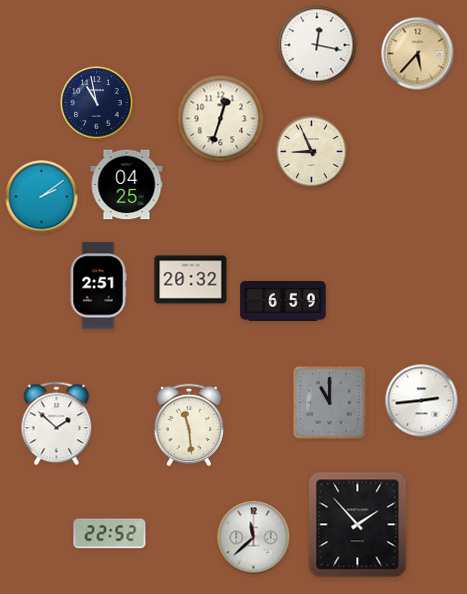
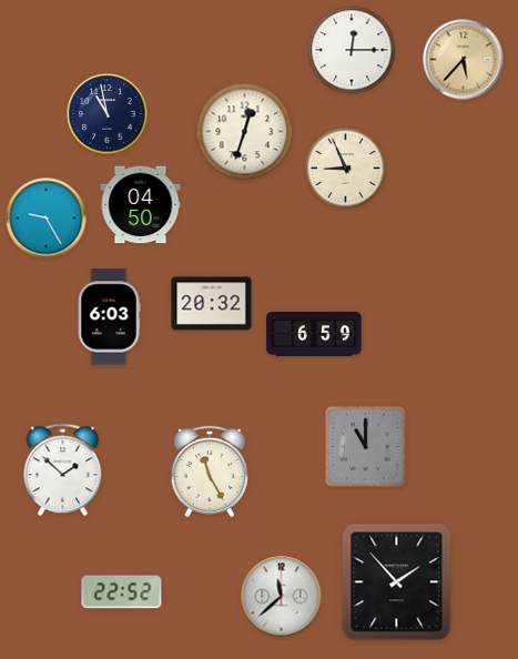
clock at (317, 45): 12:17 -> 12:15
clock at (127, 185): 04:25 -> 04:50
clock at (42, 197): 2:09 -> 9:25
clock at (191, 280) position: (191, 280) -> (212, 304)
clock at (98, 286): 2:51 -> 6:03
clock at (422, 401): 2:44 -> none
clock at (189, 425): 11:29 -> 11:25
